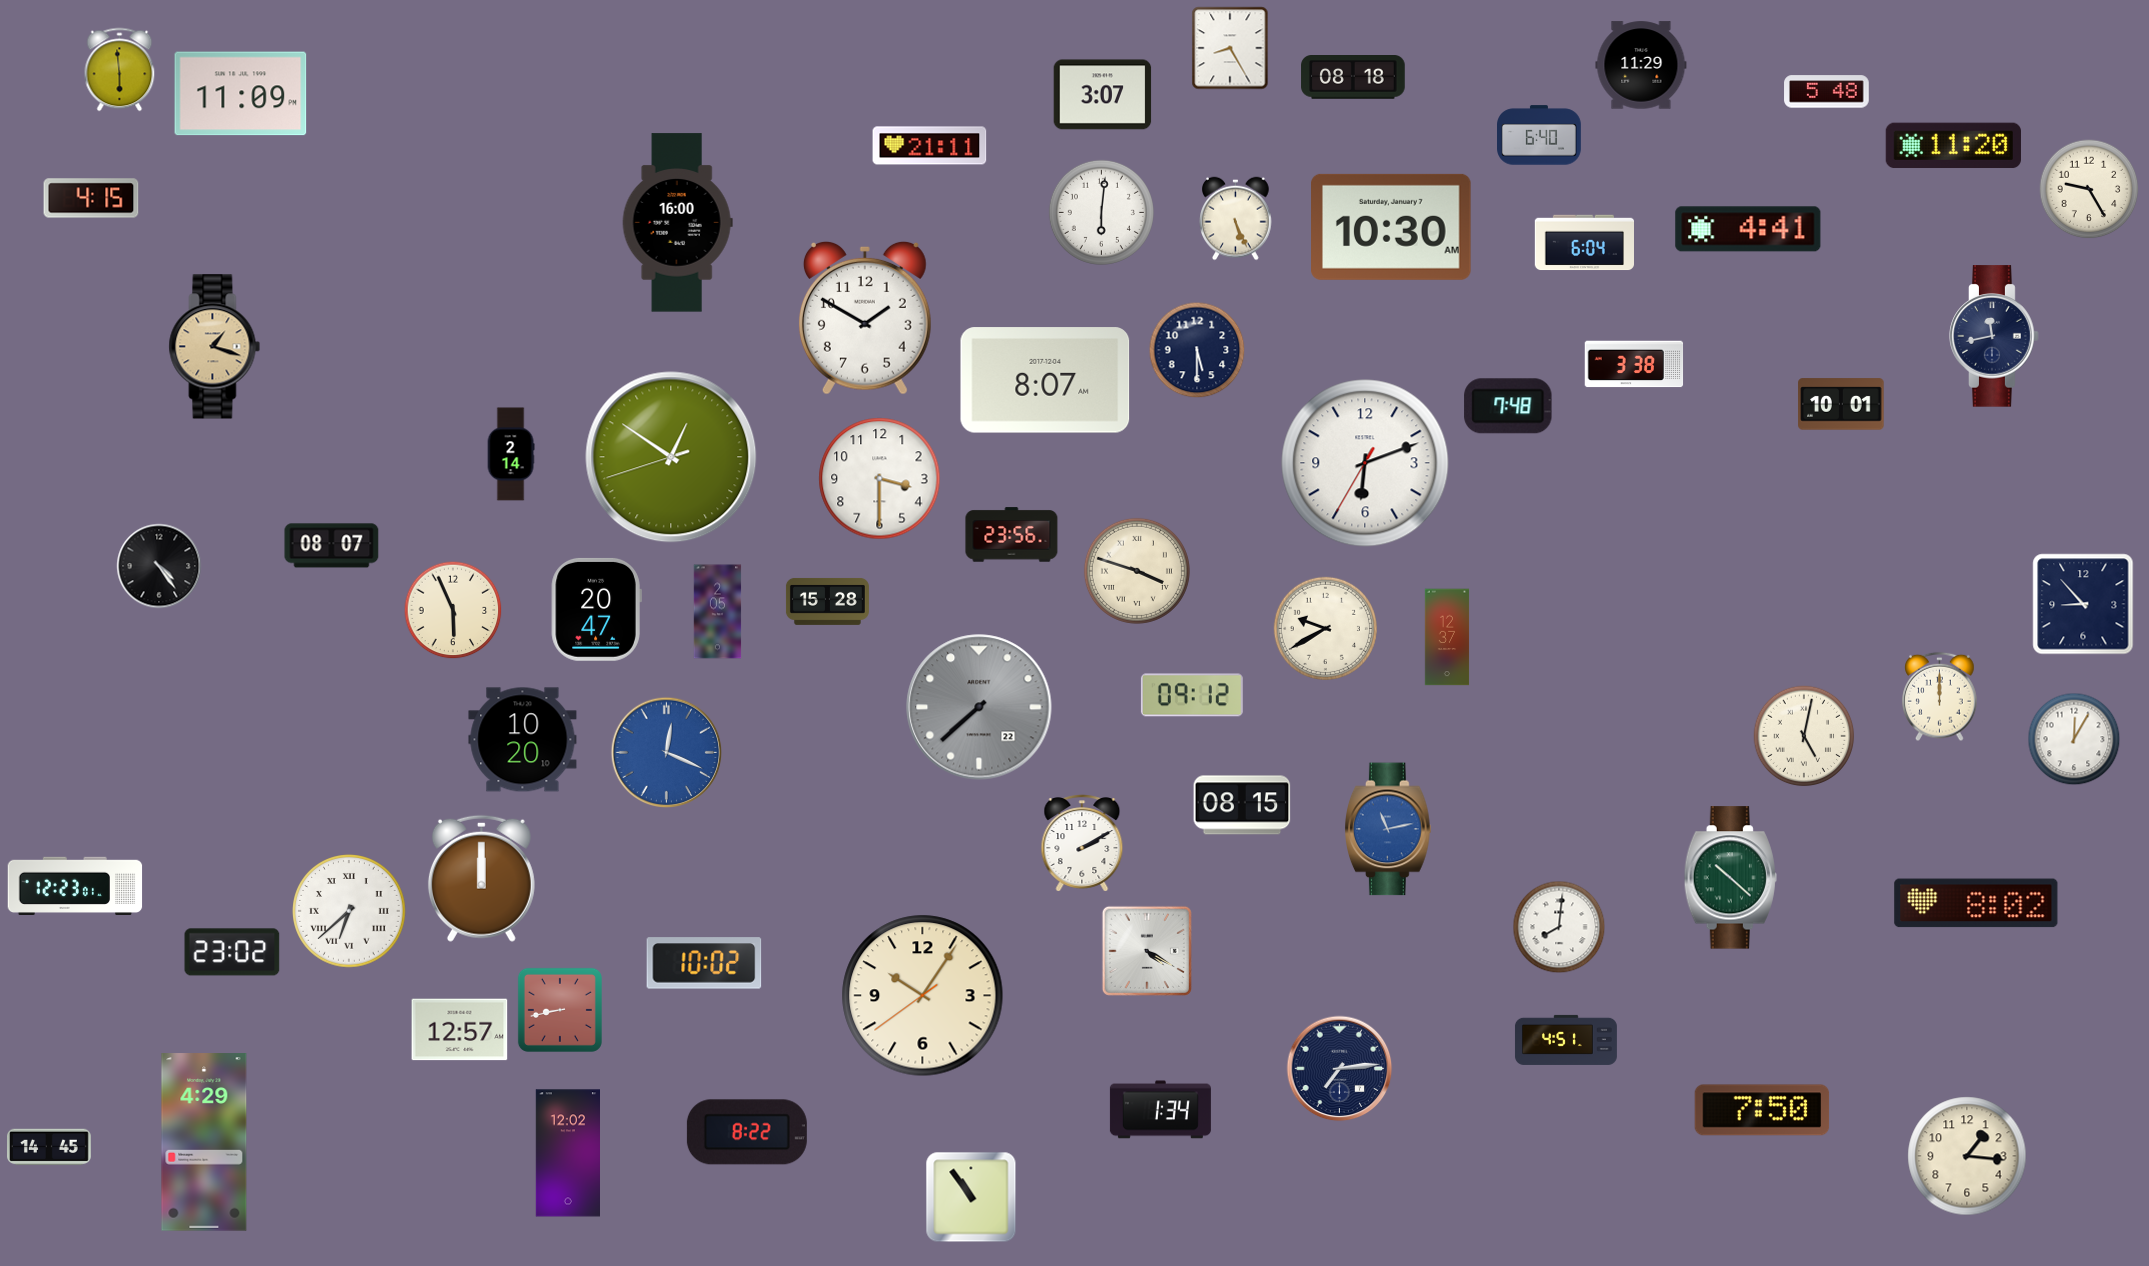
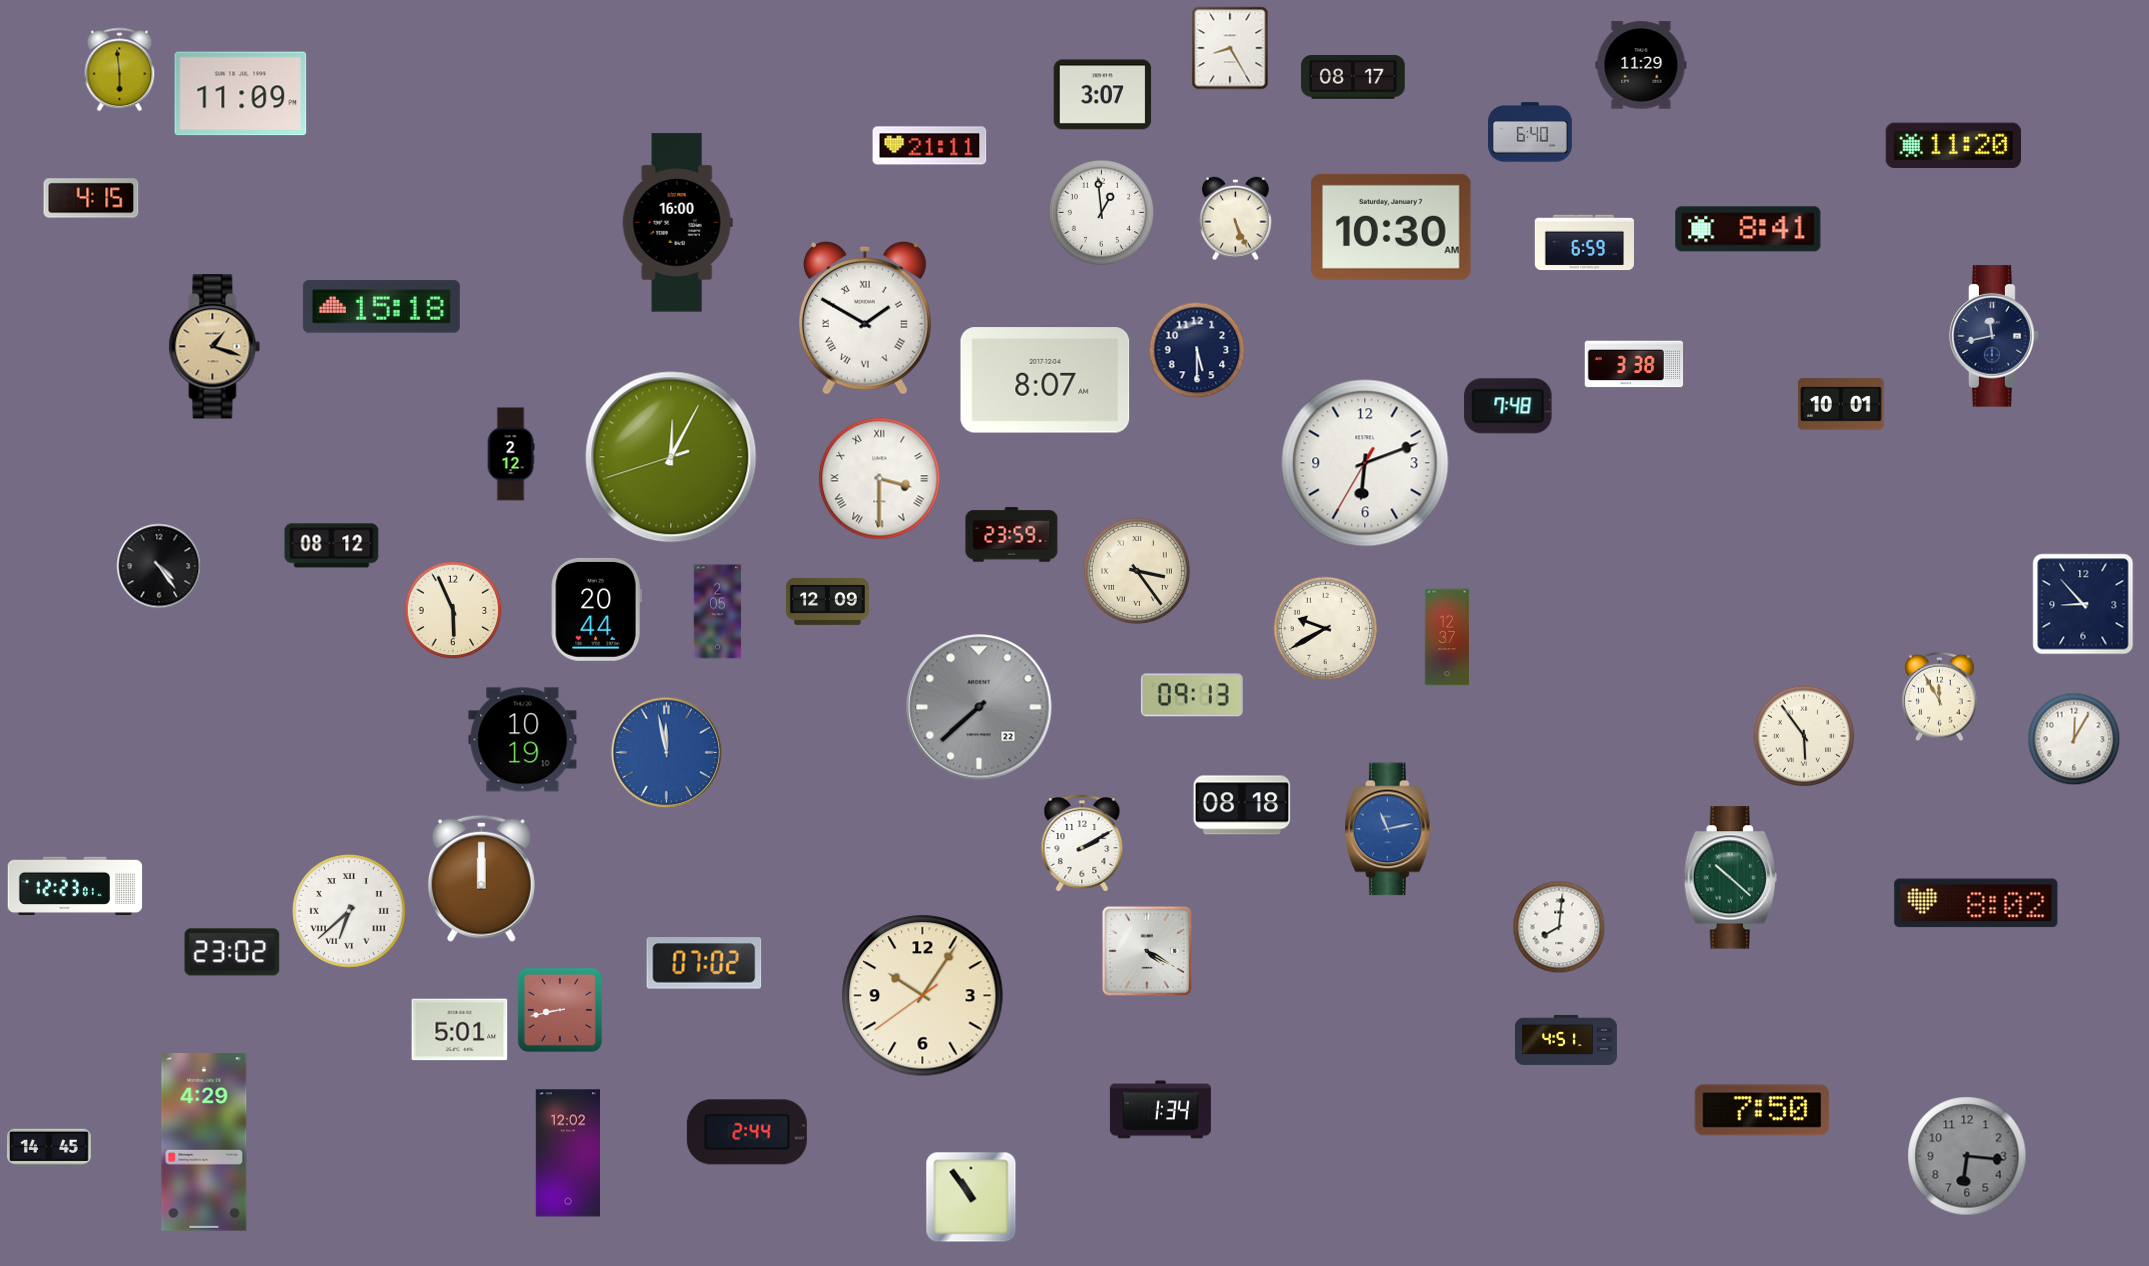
clock at (1353, 77): 08:18 -> 08:17
clock at (1827, 92): 5:48 -> none
clock at (1540, 135) position: (1540, 135) -> (1531, 132)
clock at (2089, 189): 9:25 -> none
clock at (1101, 212): 6:01 -> 12:59
clock at (1748, 229): 4:41 -> 8:41
clock at (1584, 243): 6:04 -> 6:59
clock at (381, 307): none -> 15:18
clock at (865, 318) numerals: Arabic -> Roman
clock at (511, 454): 2:14 -> 2:12
clock at (671, 457): 12:50 -> 12:04
clock at (880, 479) numerals: Arabic -> Roman
clock at (1012, 535): 23:56 -> 23:59
clock at (332, 546): 08:07 -> 08:12
clock at (1137, 571): 3:48 -> 3:24
clock at (827, 602): 15:28 -> 12:09
clock at (596, 609): 20:47 -> 20:44
clock at (1192, 695): 09:12 -> 09:13
clock at (1940, 697): 12:00 -> 11:55
clock at (1804, 736): 5:02 -> 5:54
clock at (523, 740): 10:20 -> 10:19
clock at (667, 753): 12:19 -> 11:58
clock at (1242, 805): 08:15 -> 08:18
clock at (704, 963): 10:02 -> 07:02
clock at (460, 1030): 12:57 -> 5:01
clock at (1340, 1069): 7:14 -> none
clock at (747, 1132): 8:22 -> 2:44
clock at (1967, 1156): 1:16 -> 6:16
clock at (1967, 1156) dial: cream -> grey
